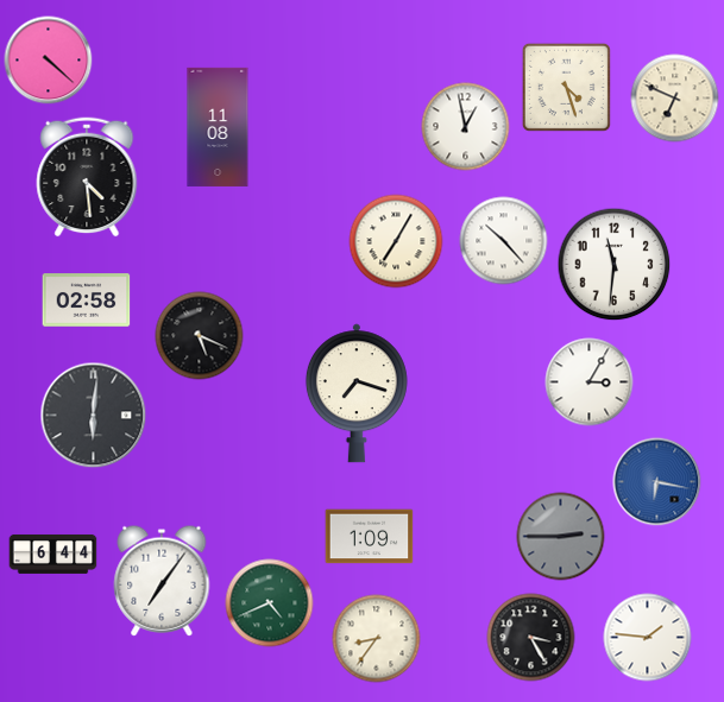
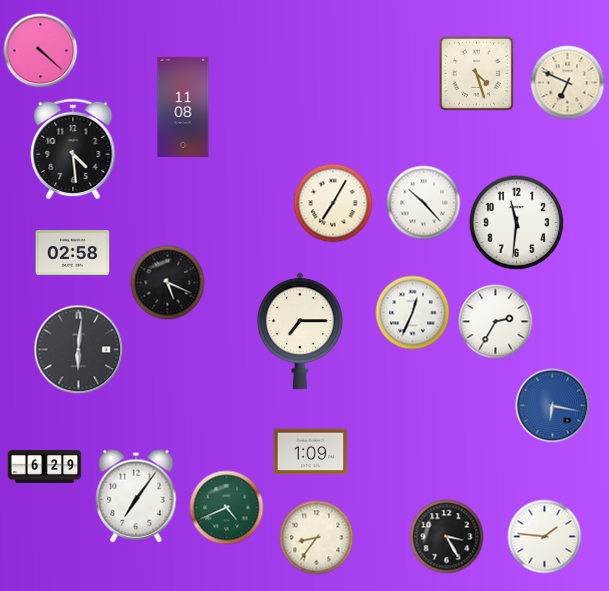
clock at (466, 127): 12:58 -> none
clock at (413, 313): none -> 12:34
clock at (590, 382): 3:05 -> 2:35
clock at (357, 393): 7:18 -> 7:15
clock at (561, 537): 2:45 -> none
clock at (53, 554): 6:44 -> 6:29
clock at (162, 581) position: (162, 581) -> (136, 496)
